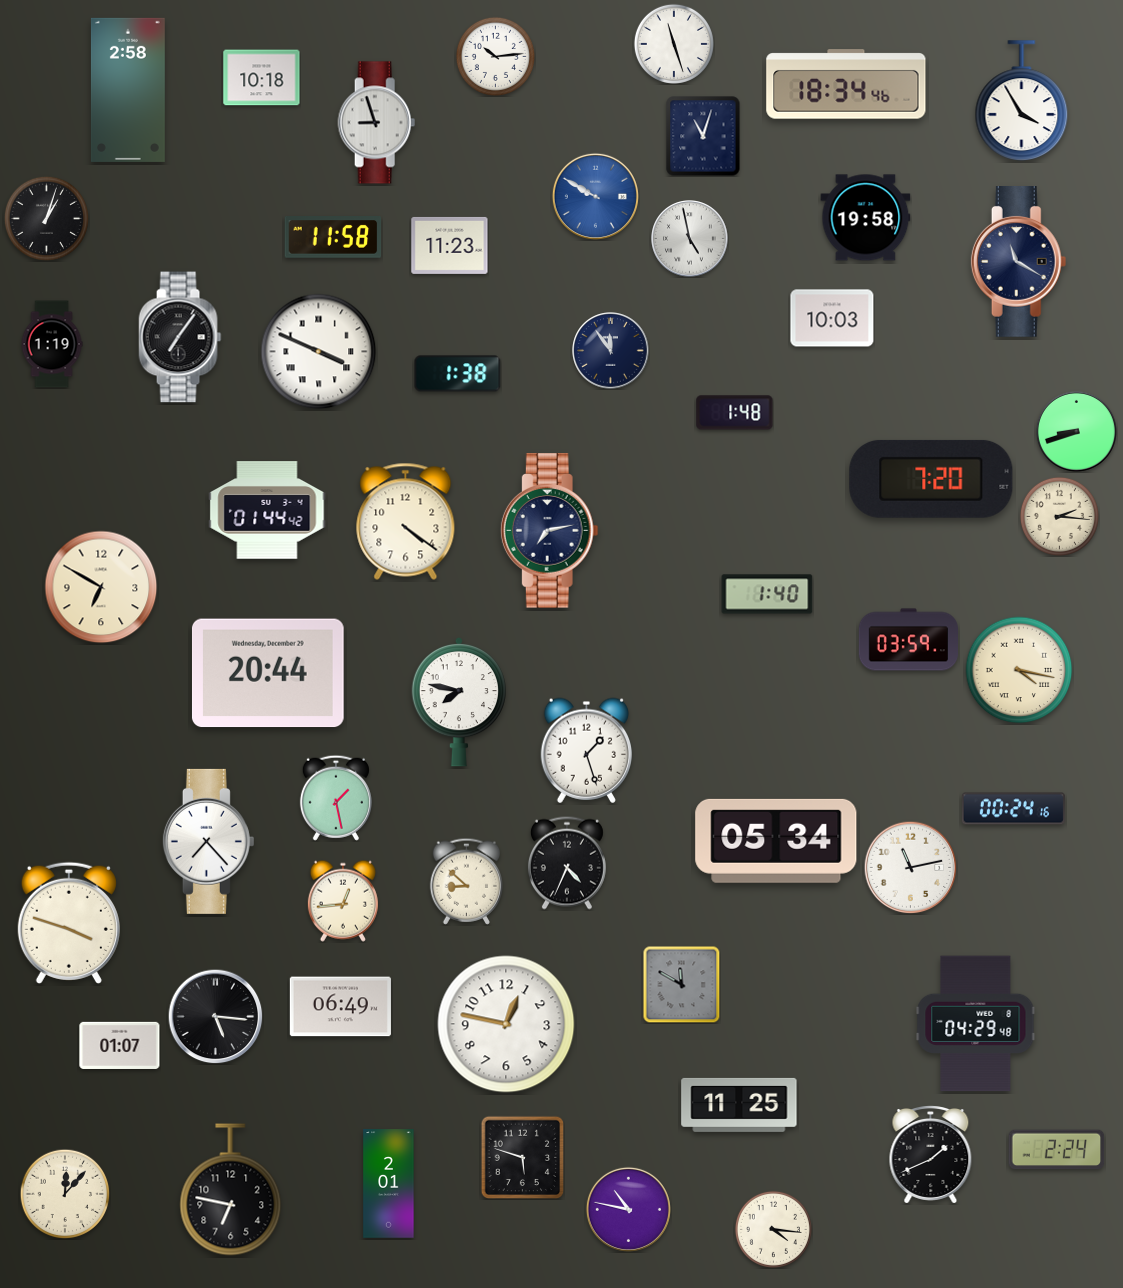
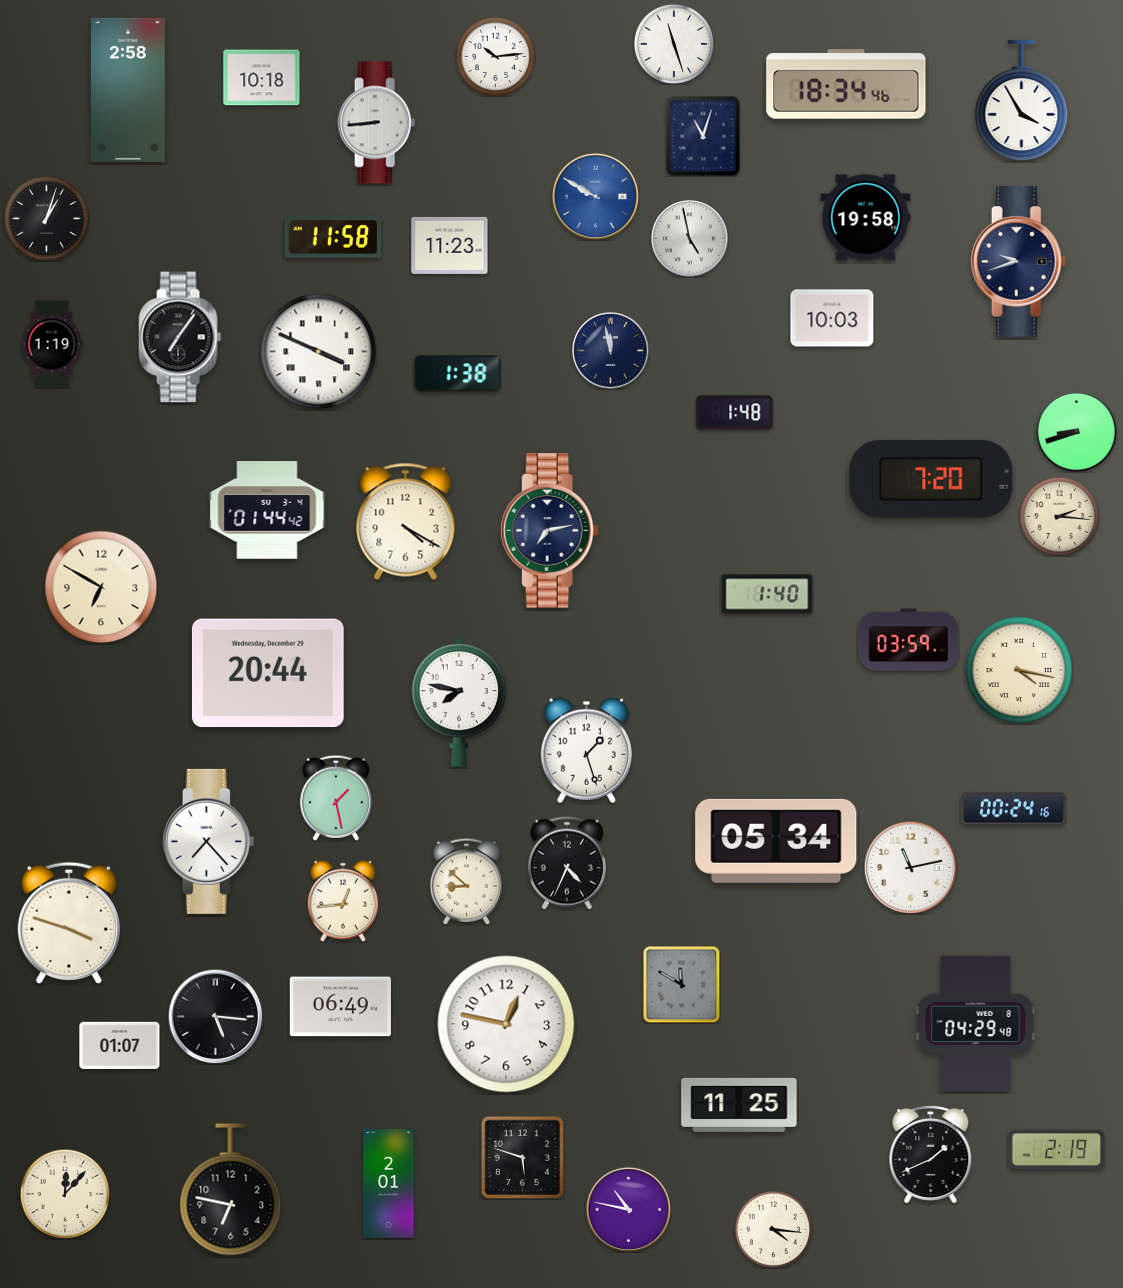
clock at (377, 123): 8:57 -> 8:44
clock at (1019, 262): 11:20 -> 9:42
clock at (611, 351): 11:54 -> 11:58
clock at (406, 521): 4:21 -> 4:20
clock at (1057, 1150): 2:24 -> 2:19
